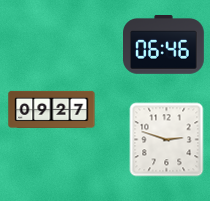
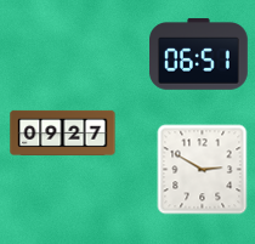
clock at (164, 45): 06:46 -> 06:51
clock at (167, 140): 2:48 -> 2:50
